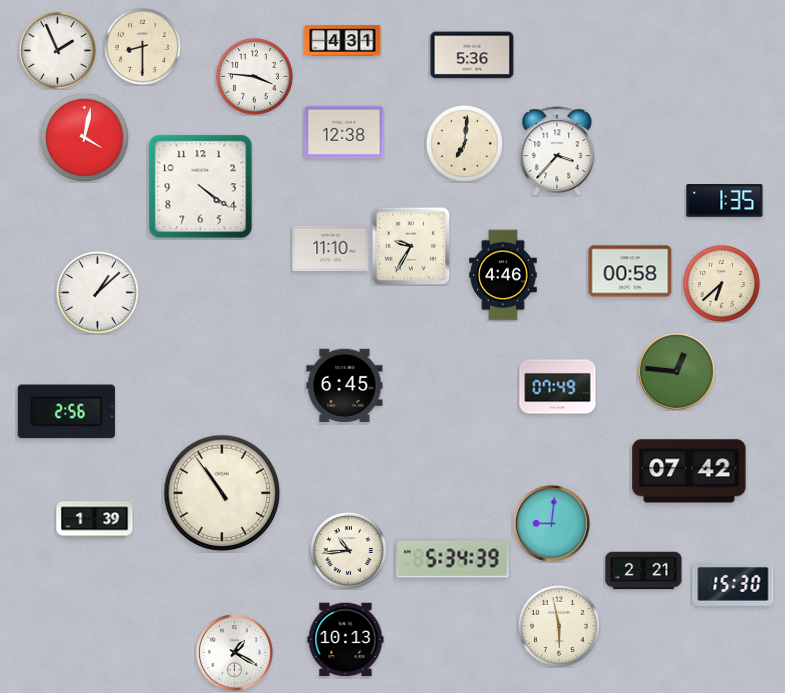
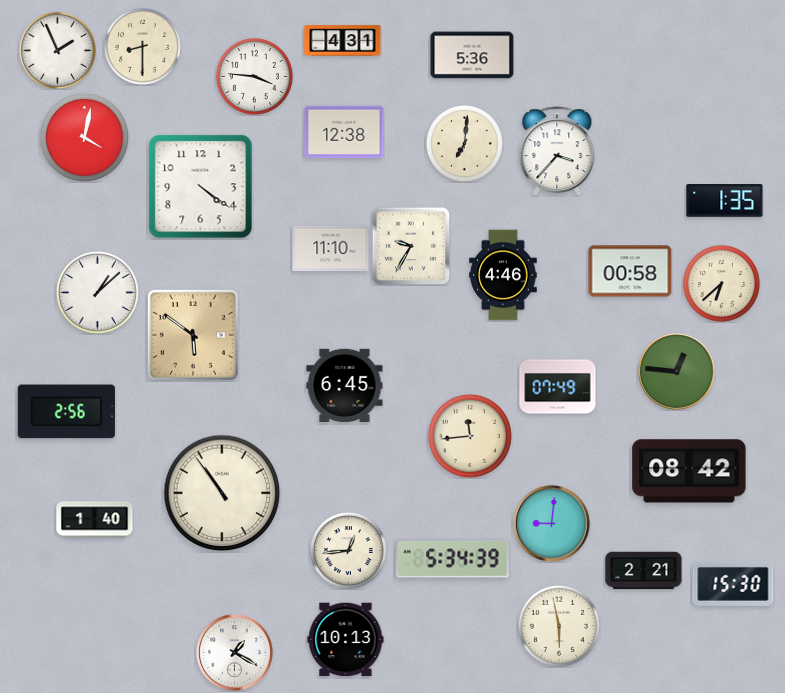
clock at (193, 335): none -> 5:51
clock at (470, 436): none -> 11:44
clock at (689, 471): 07:42 -> 08:42
clock at (95, 520): 1:39 -> 1:40
clock at (348, 550): 10:44 -> 12:44
